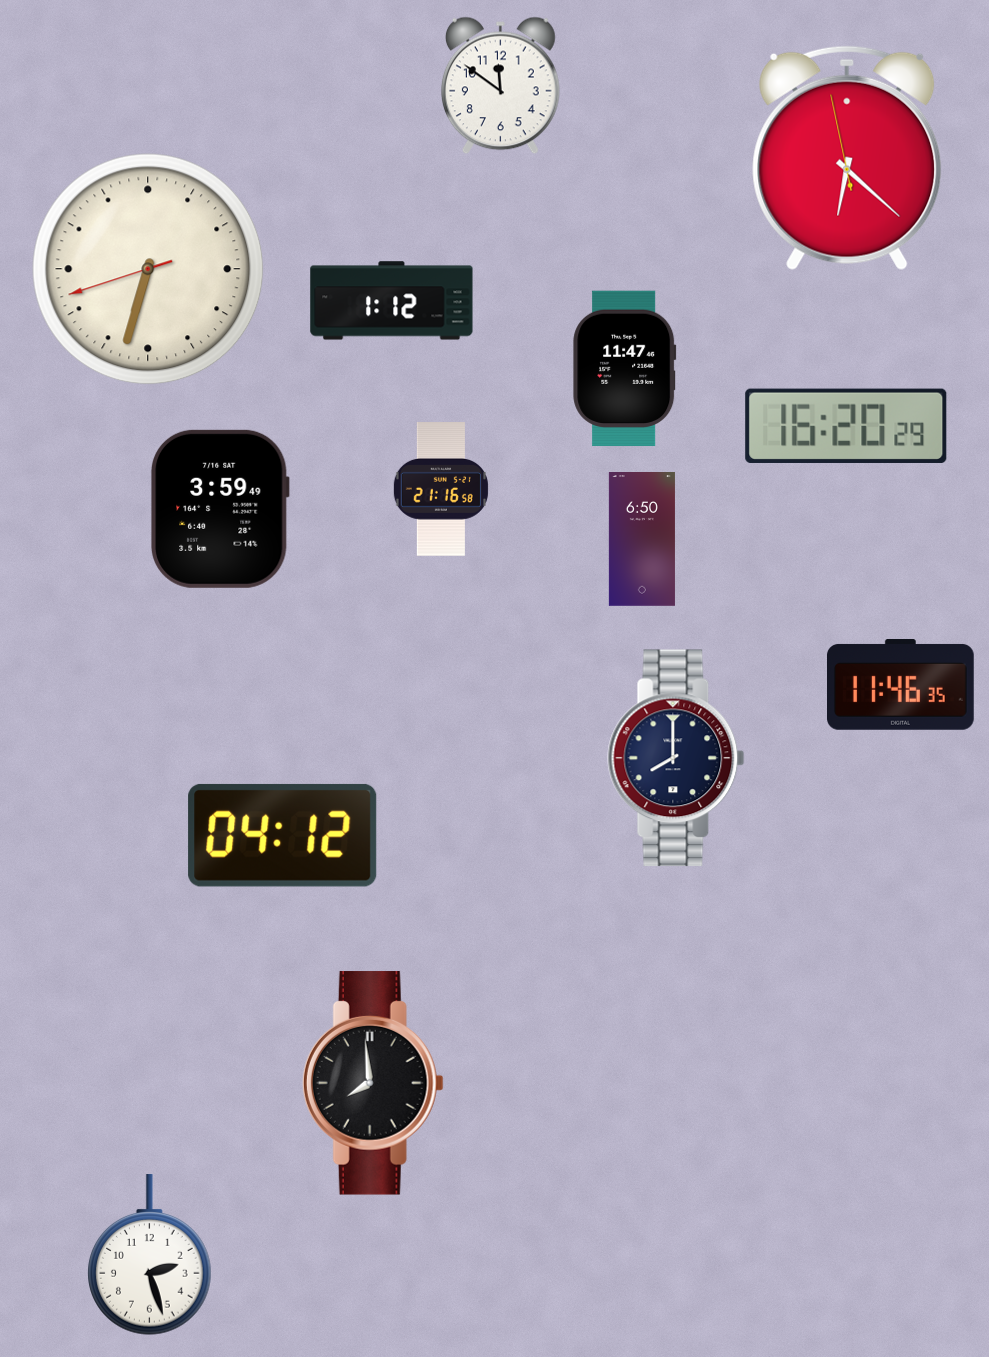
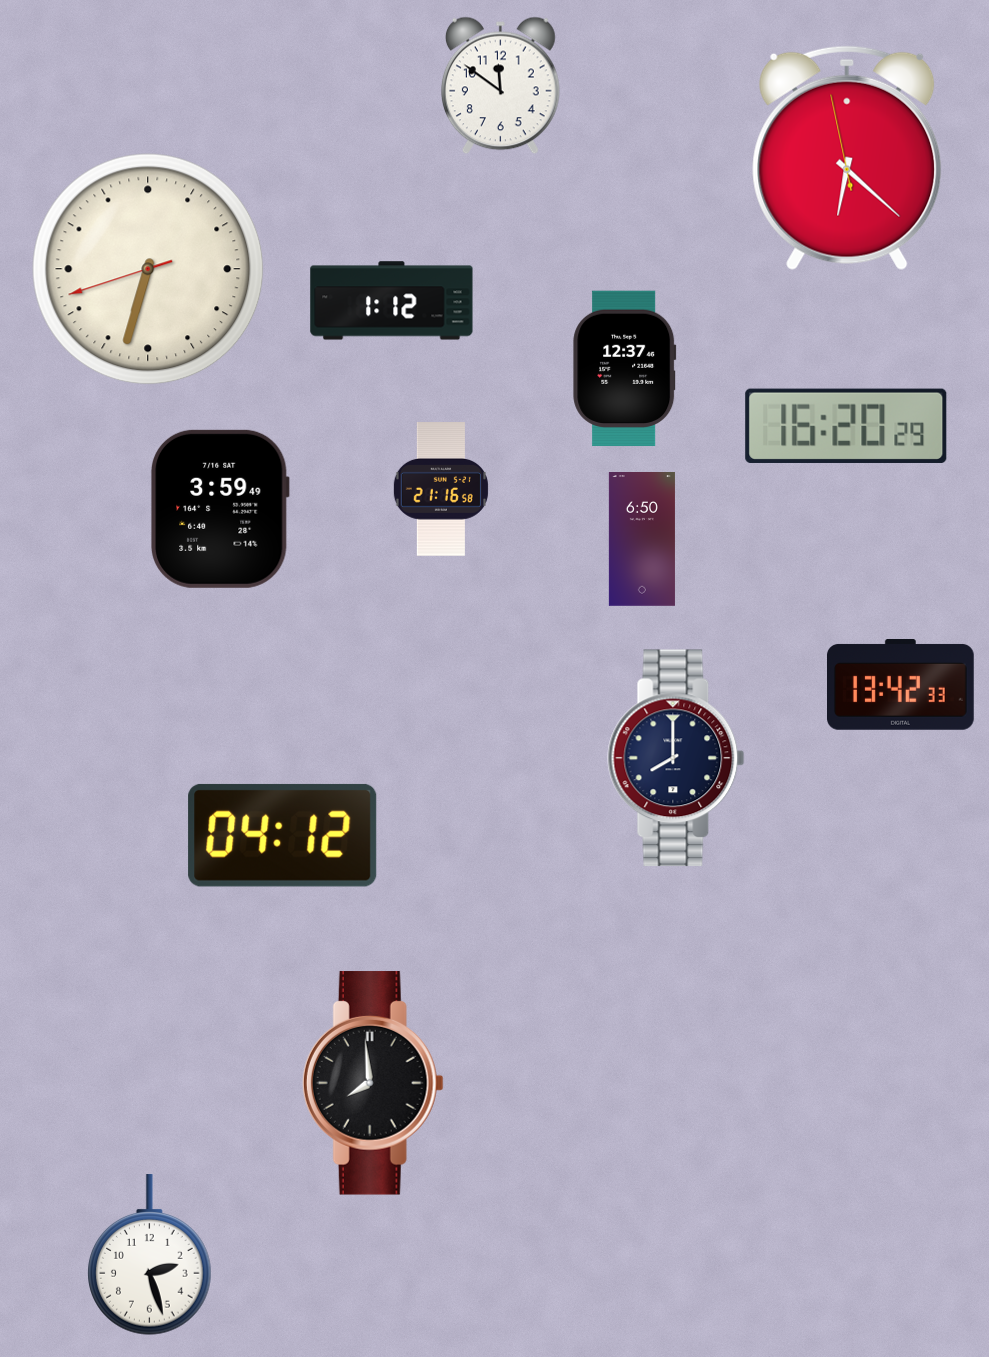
clock at (625, 369): 11:47 -> 12:37
clock at (901, 685): 11:46 -> 13:42
